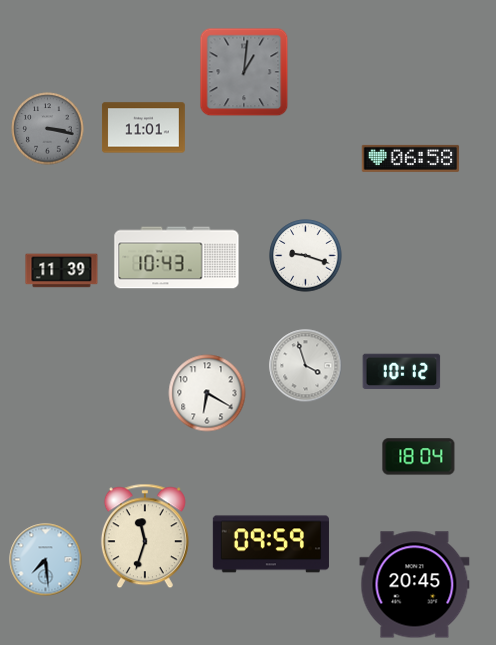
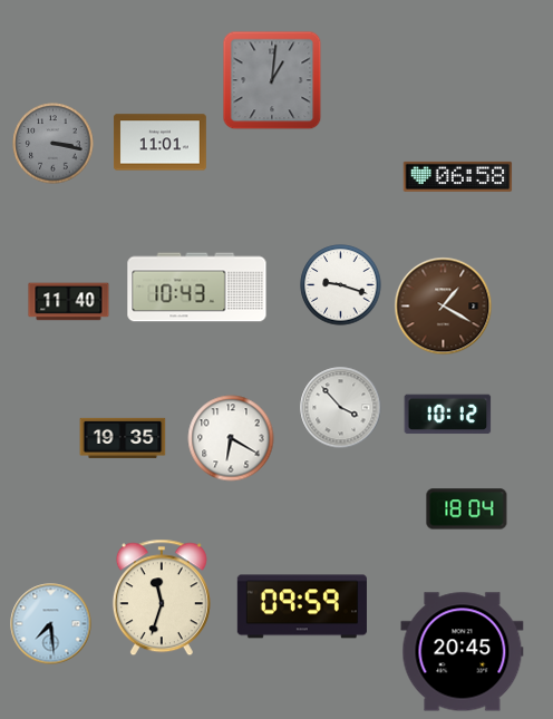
clock at (62, 271): 11:39 -> 11:40
clock at (444, 307): none -> 1:20
clock at (306, 366): 3:57 -> 3:53
clock at (123, 438): none -> 19:35
